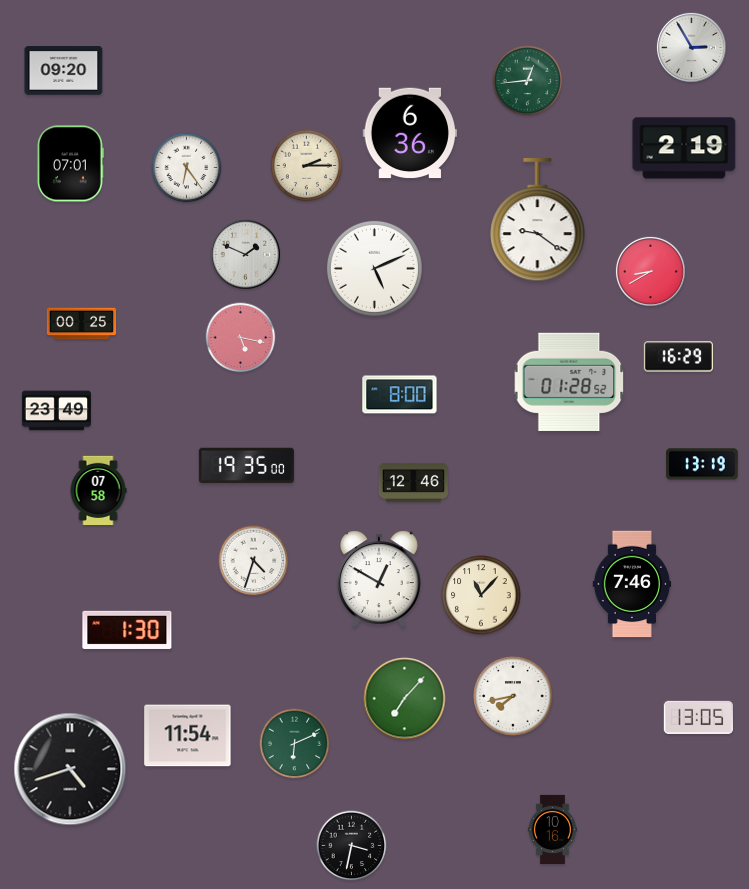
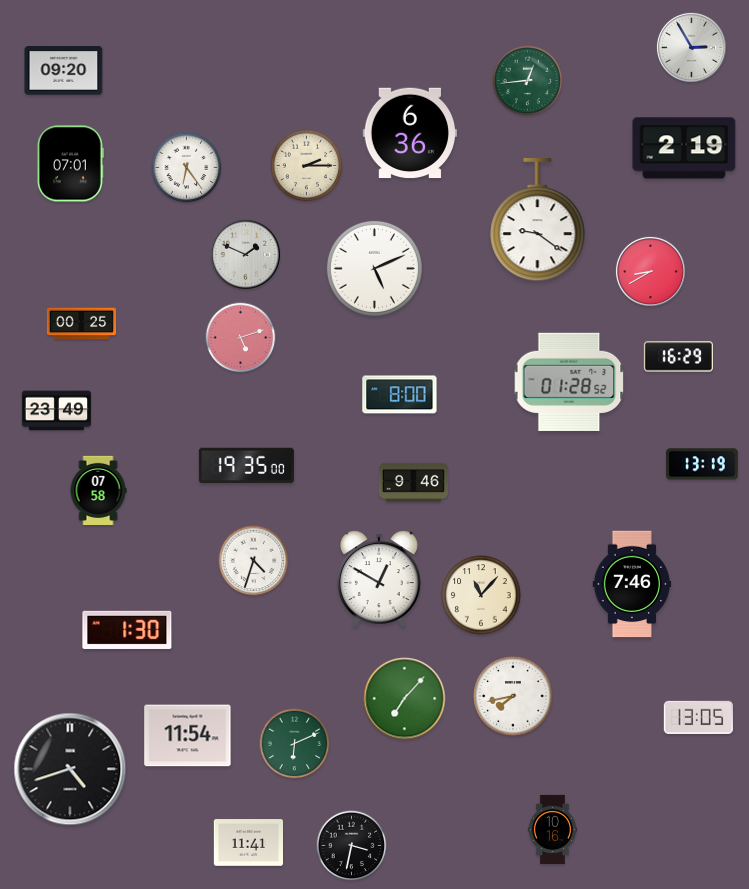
clock at (241, 338): 5:17 -> 5:12
clock at (413, 482): 12:46 -> 9:46
clock at (248, 843): none -> 11:41
